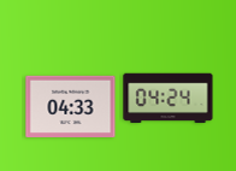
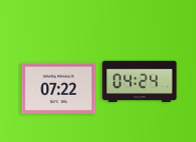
clock at (71, 106): 04:33 -> 07:22
